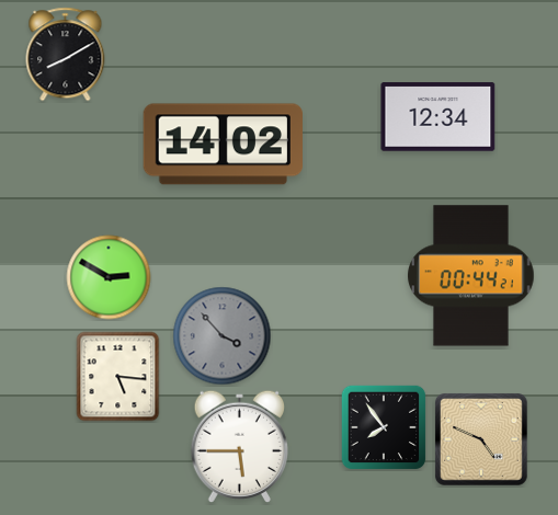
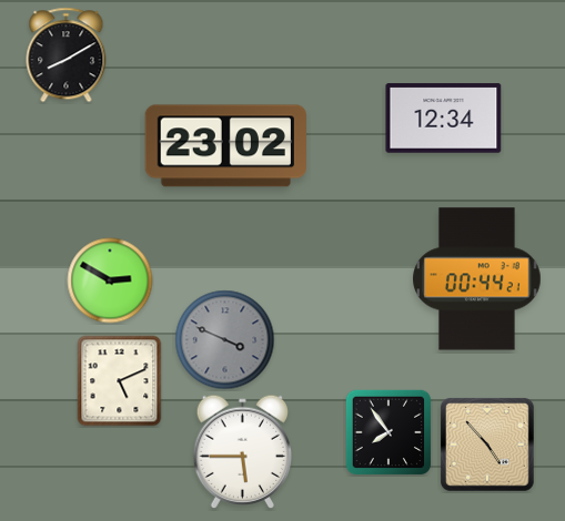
clock at (223, 145): 14:02 -> 23:02
clock at (223, 336): 3:53 -> 3:49
clock at (118, 377): 5:16 -> 5:11
clock at (482, 440): 4:49 -> 4:53
